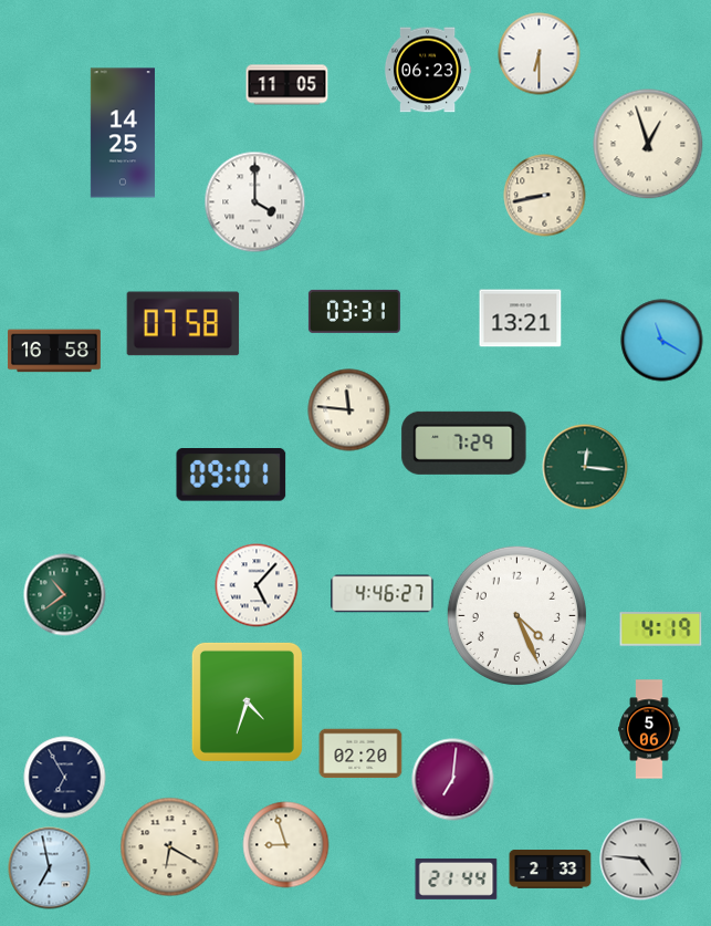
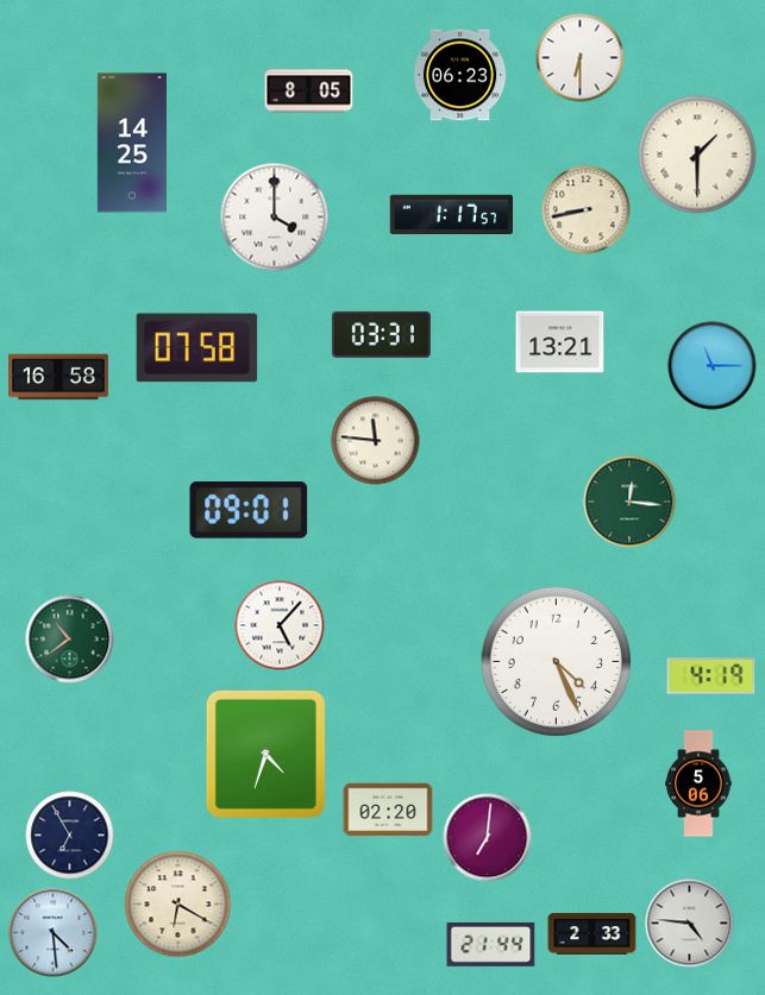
clock at (287, 85): 11:05 -> 8:05
clock at (648, 144): 12:57 -> 1:30
clock at (452, 214): none -> 1:17
clock at (662, 341): 11:20 -> 11:15
clock at (464, 443): 7:29 -> none
clock at (257, 585) position: (257, 585) -> (280, 625)
clock at (383, 594): 4:46 -> none
clock at (286, 845): 8:57 -> none
clock at (170, 847) position: (170, 847) -> (178, 905)
clock at (50, 868): 6:58 -> 4:29
